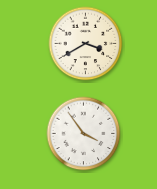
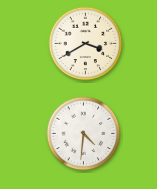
clock at (84, 134): 3:54 -> 4:31
